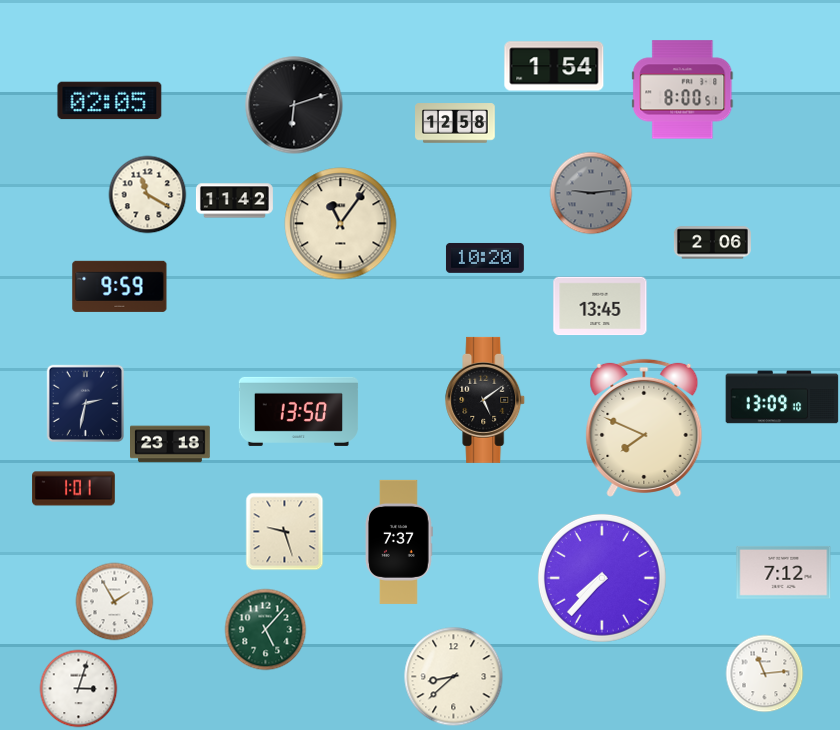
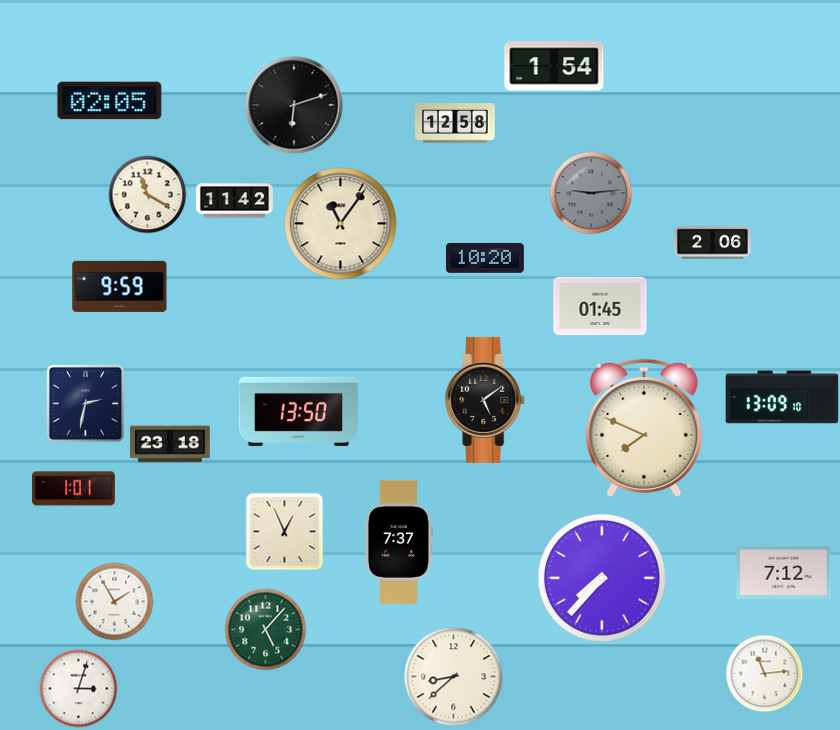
clock at (683, 90): 8:00 -> none
clock at (600, 306): 13:45 -> 01:45
clock at (284, 531): 9:27 -> 12:56
